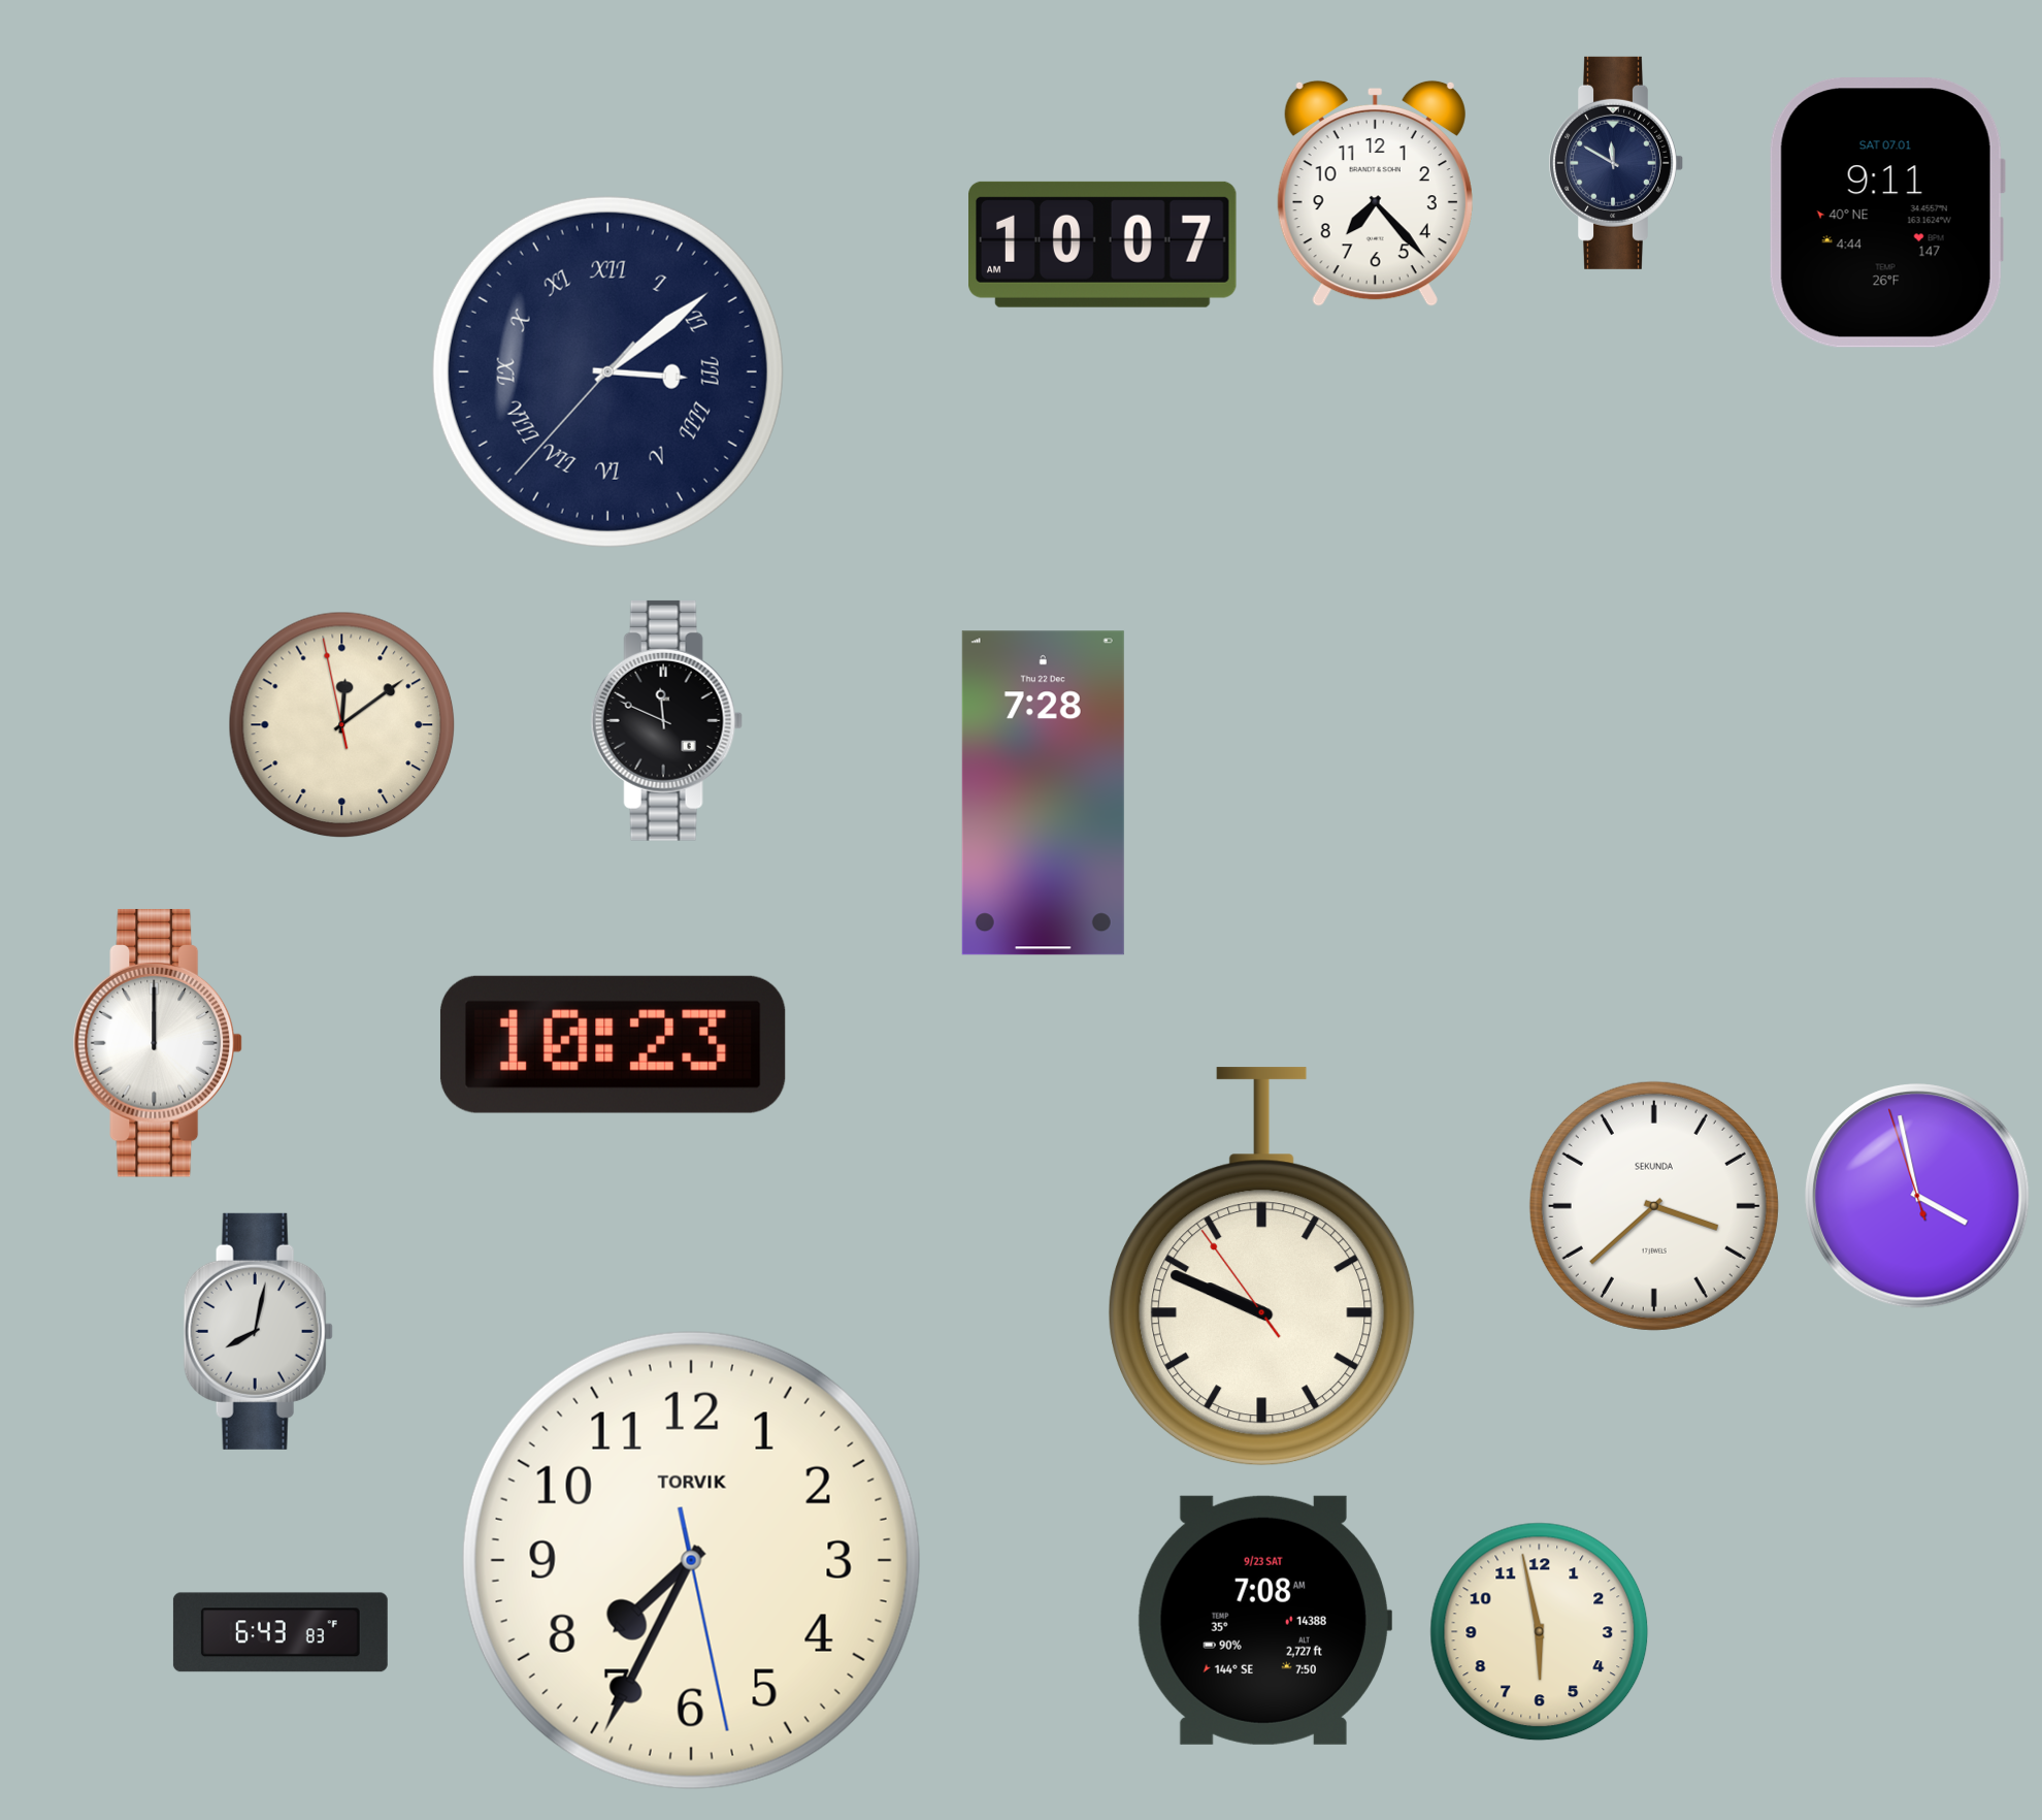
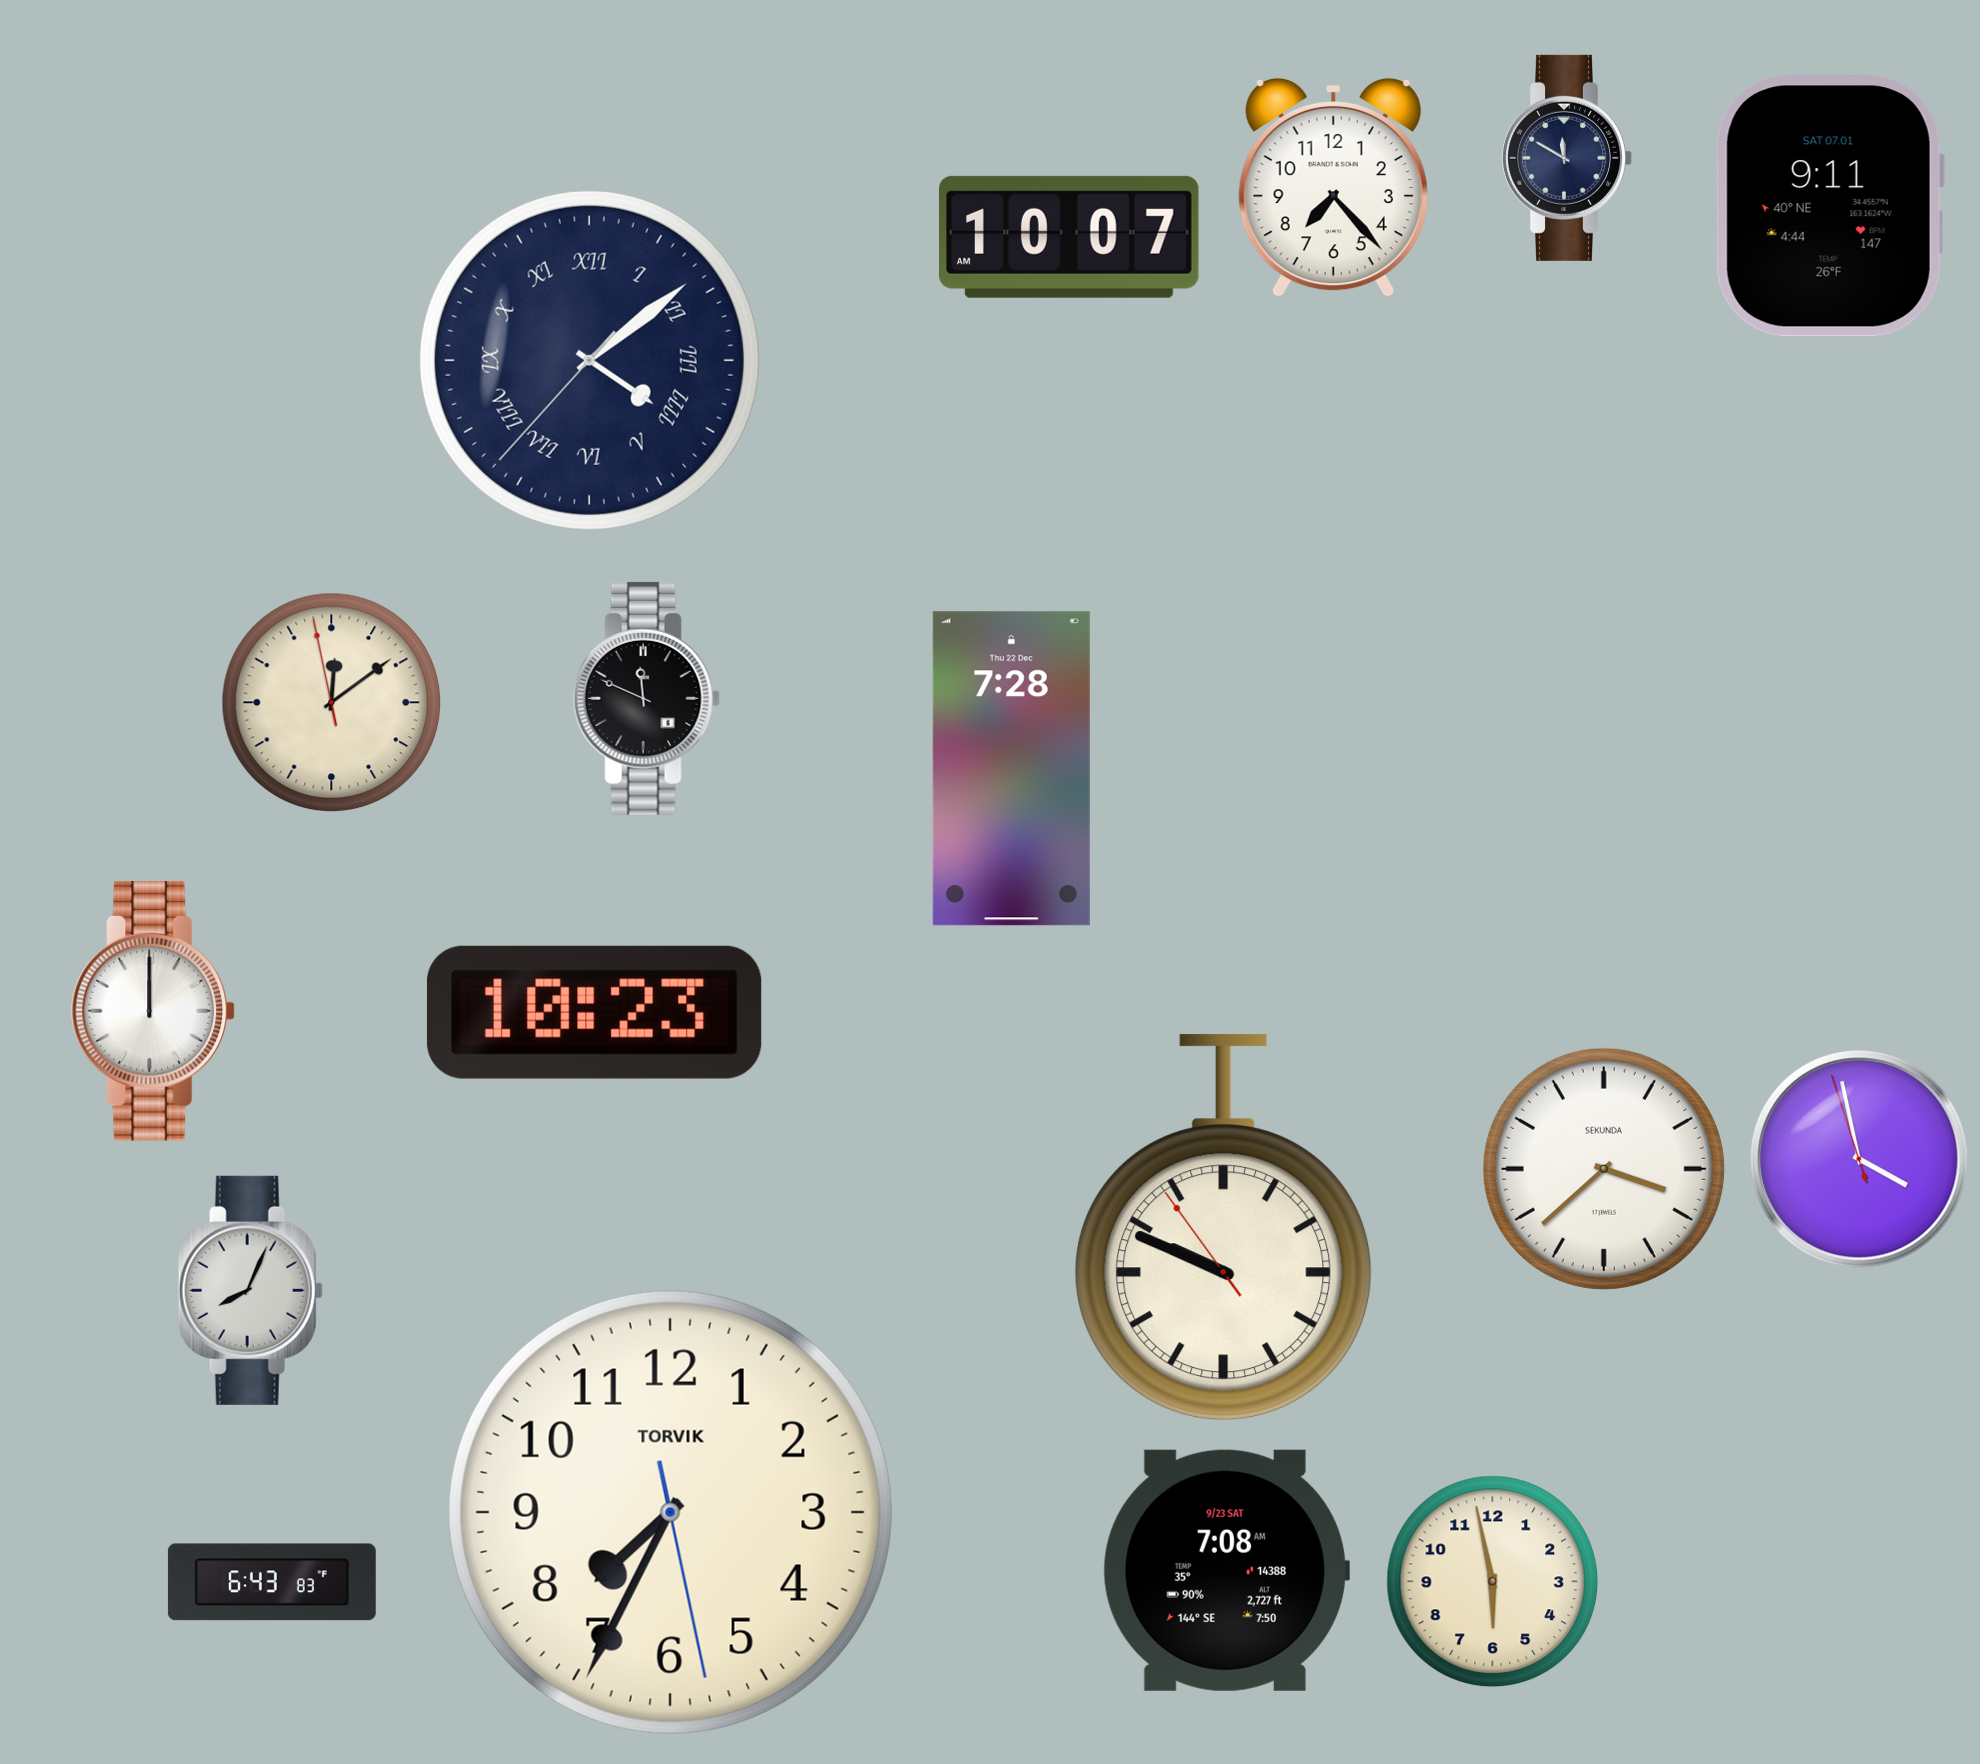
clock at (607, 371): 3:08 -> 4:08
clock at (258, 1331): 8:02 -> 8:04
